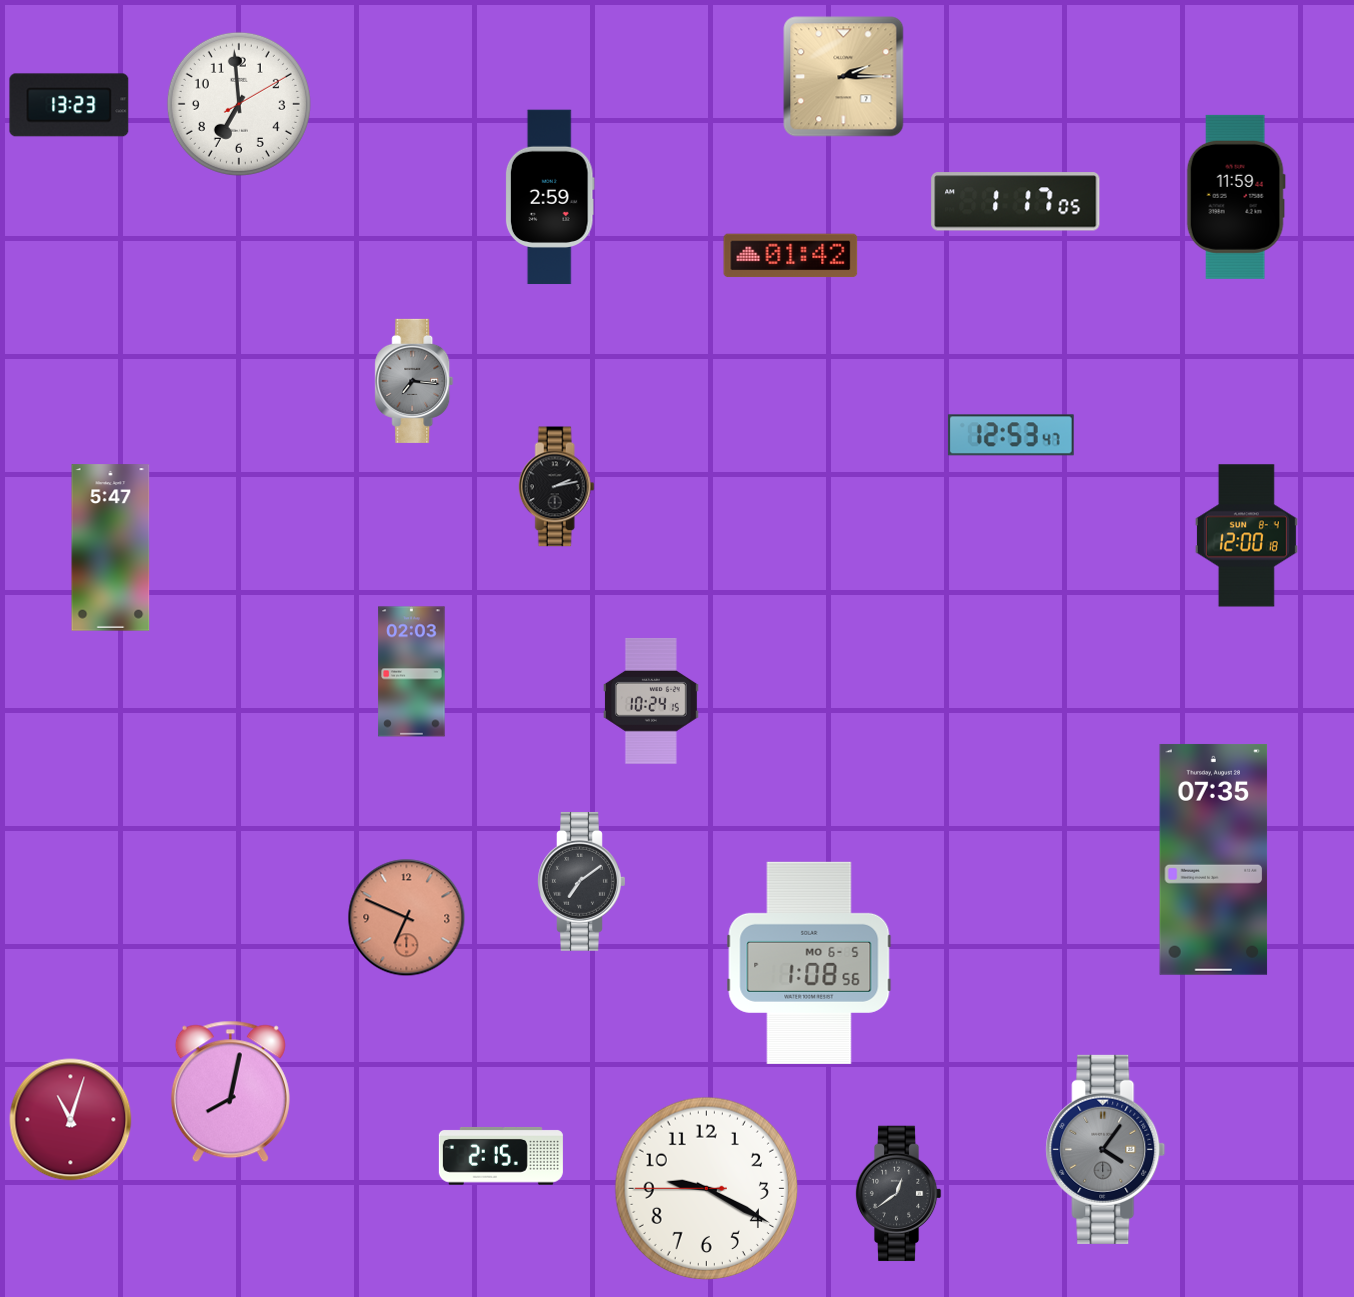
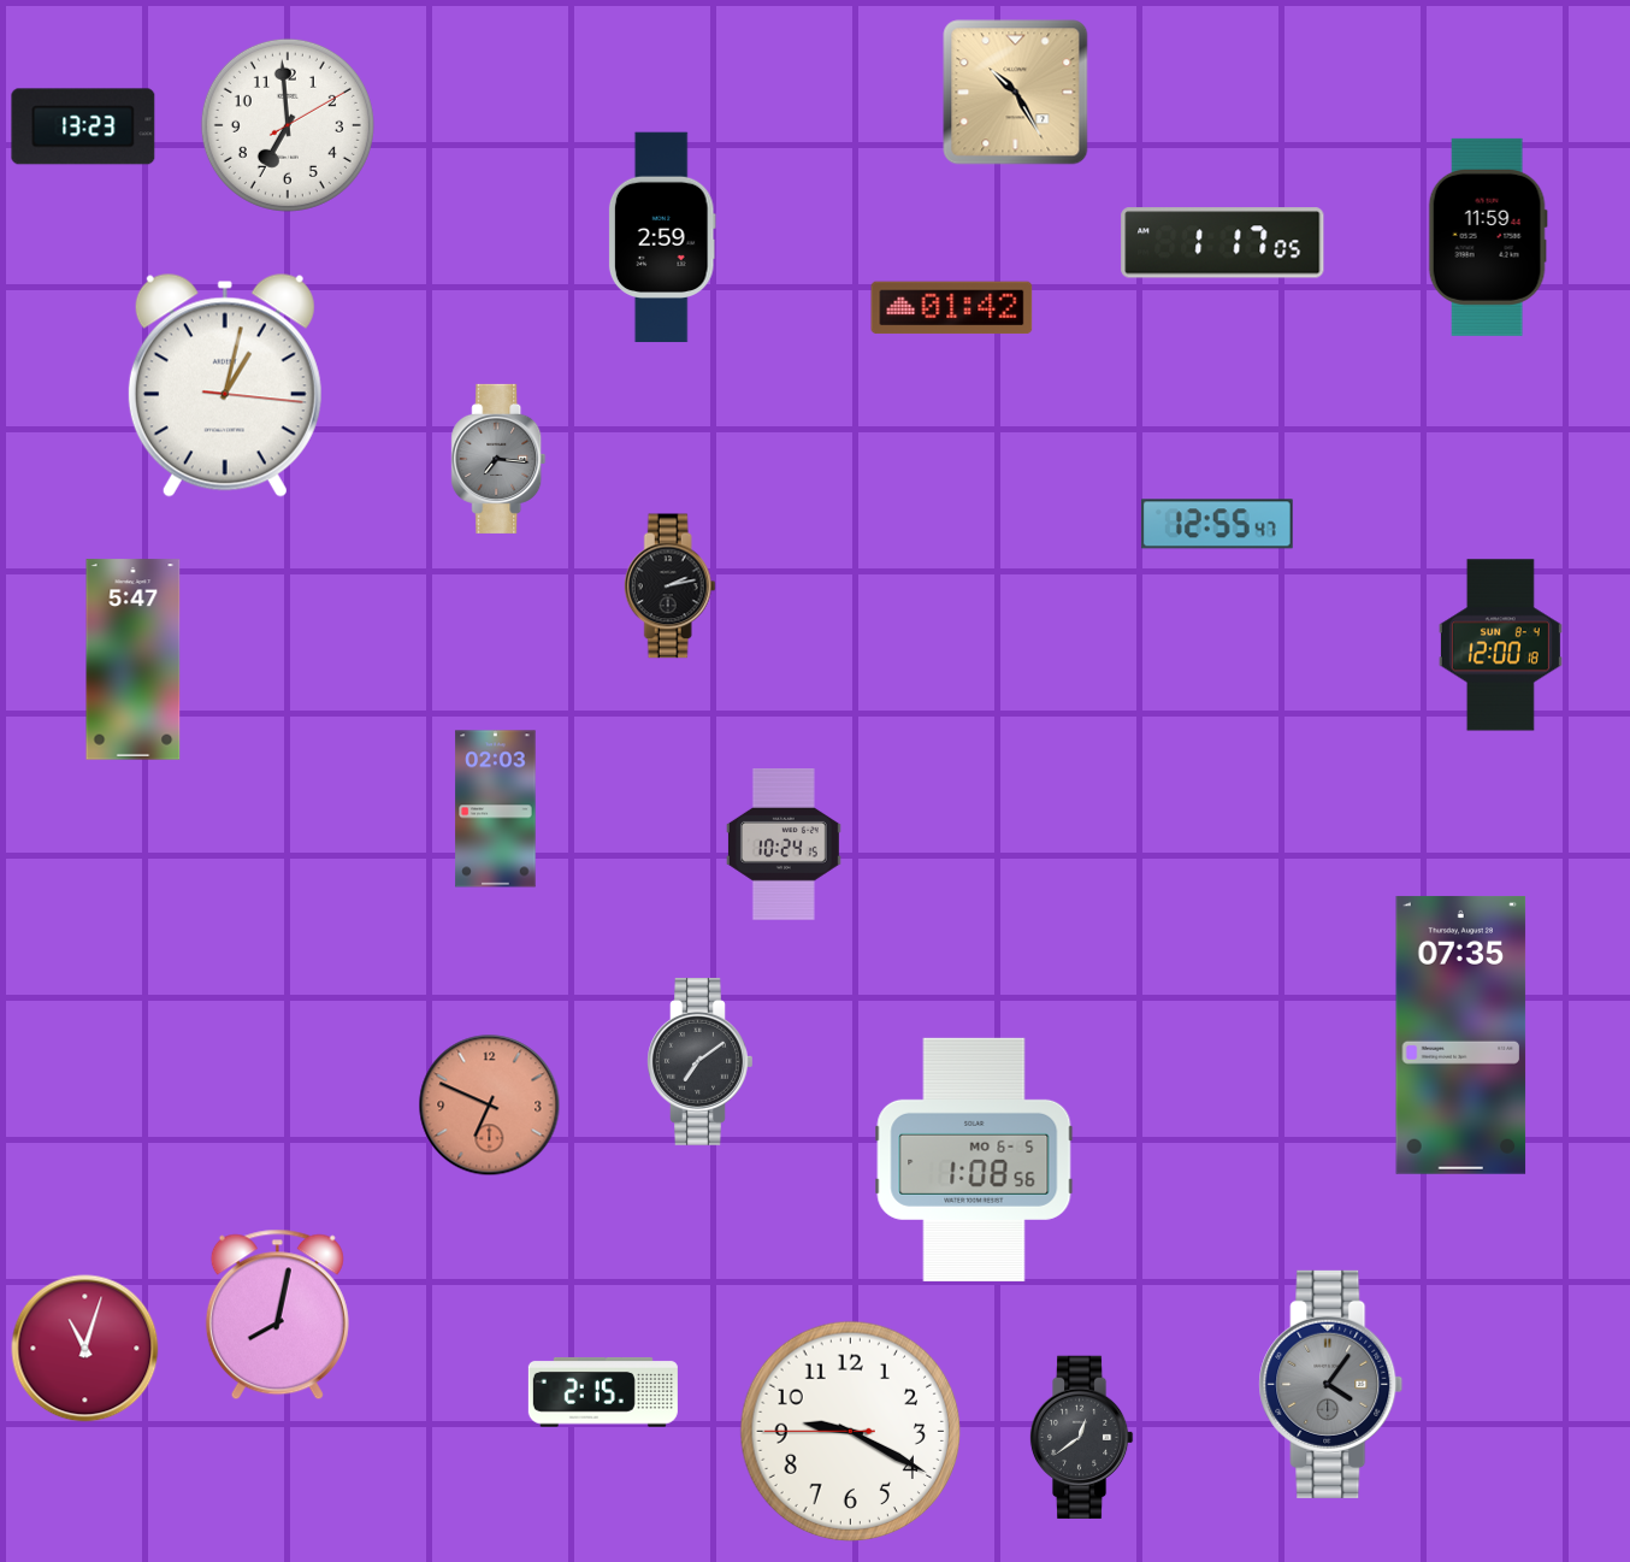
clock at (844, 77): 2:15 -> 10:25
clock at (225, 385): none -> 1:02
clock at (1011, 435): 12:53 -> 12:55
